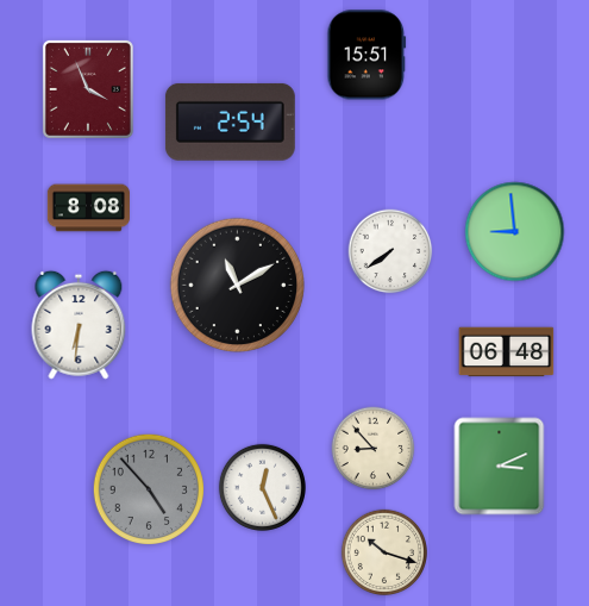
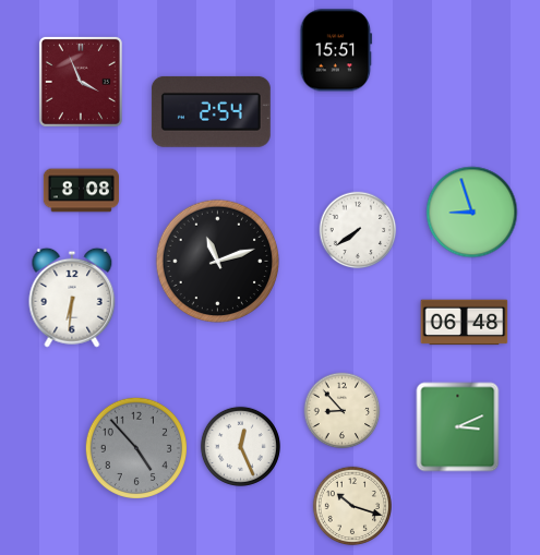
clock at (515, 232): 8:59 -> 8:57
clock at (238, 286): 11:10 -> 11:12
